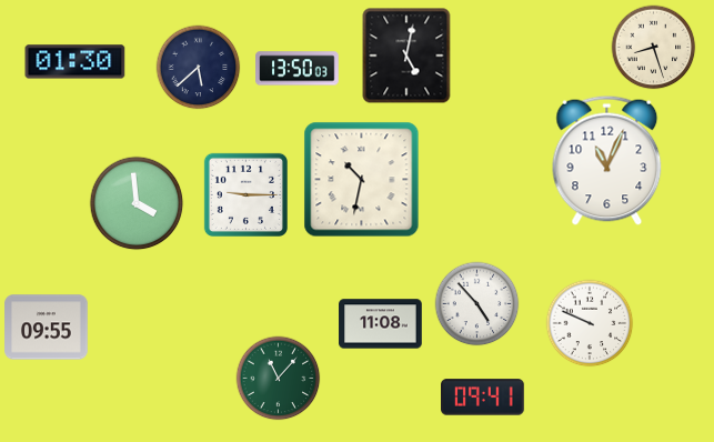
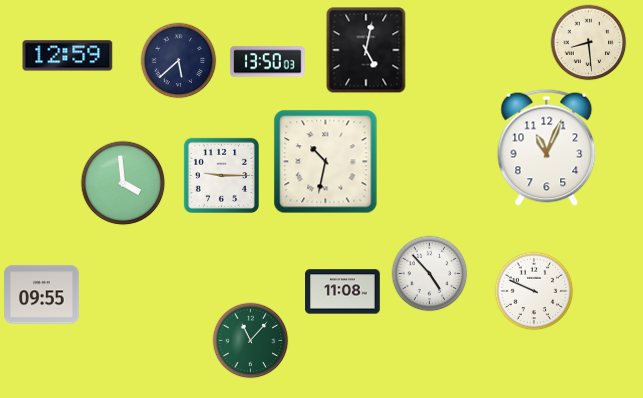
clock at (654, 48): 8:27 -> 8:29
clock at (76, 62): 01:30 -> 12:59
clock at (607, 160) position: (607, 160) -> (547, 147)
clock at (590, 323) position: (590, 323) -> (534, 291)
clock at (483, 398): 09:41 -> none
